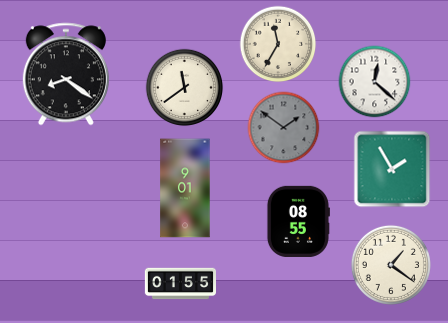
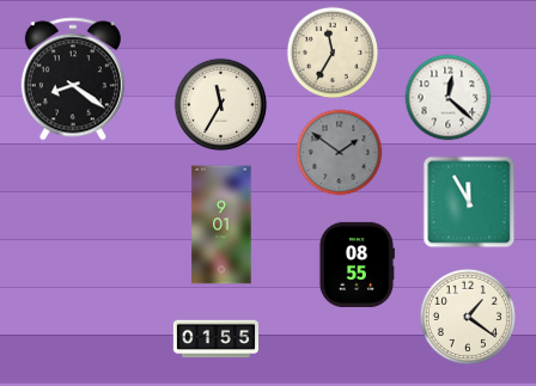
clock at (66, 74) position: (66, 74) -> (73, 79)
clock at (185, 88): 11:39 -> 11:35
clock at (392, 169): 1:55 -> 11:55
